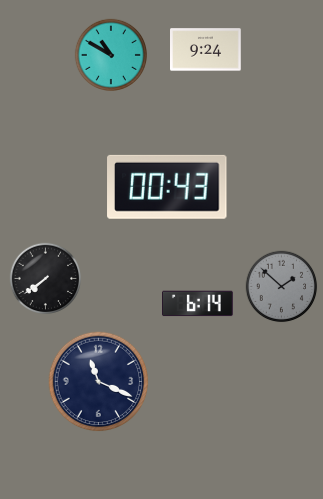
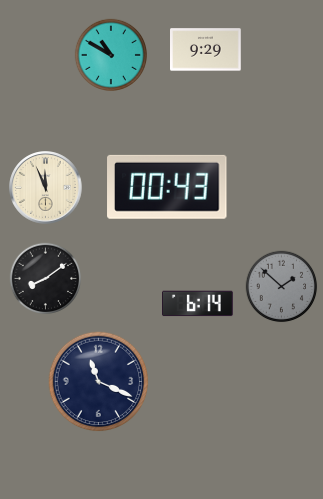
clock at (206, 50): 9:24 -> 9:29
clock at (46, 188): none -> 11:56
clock at (46, 279): 7:39 -> 8:09
